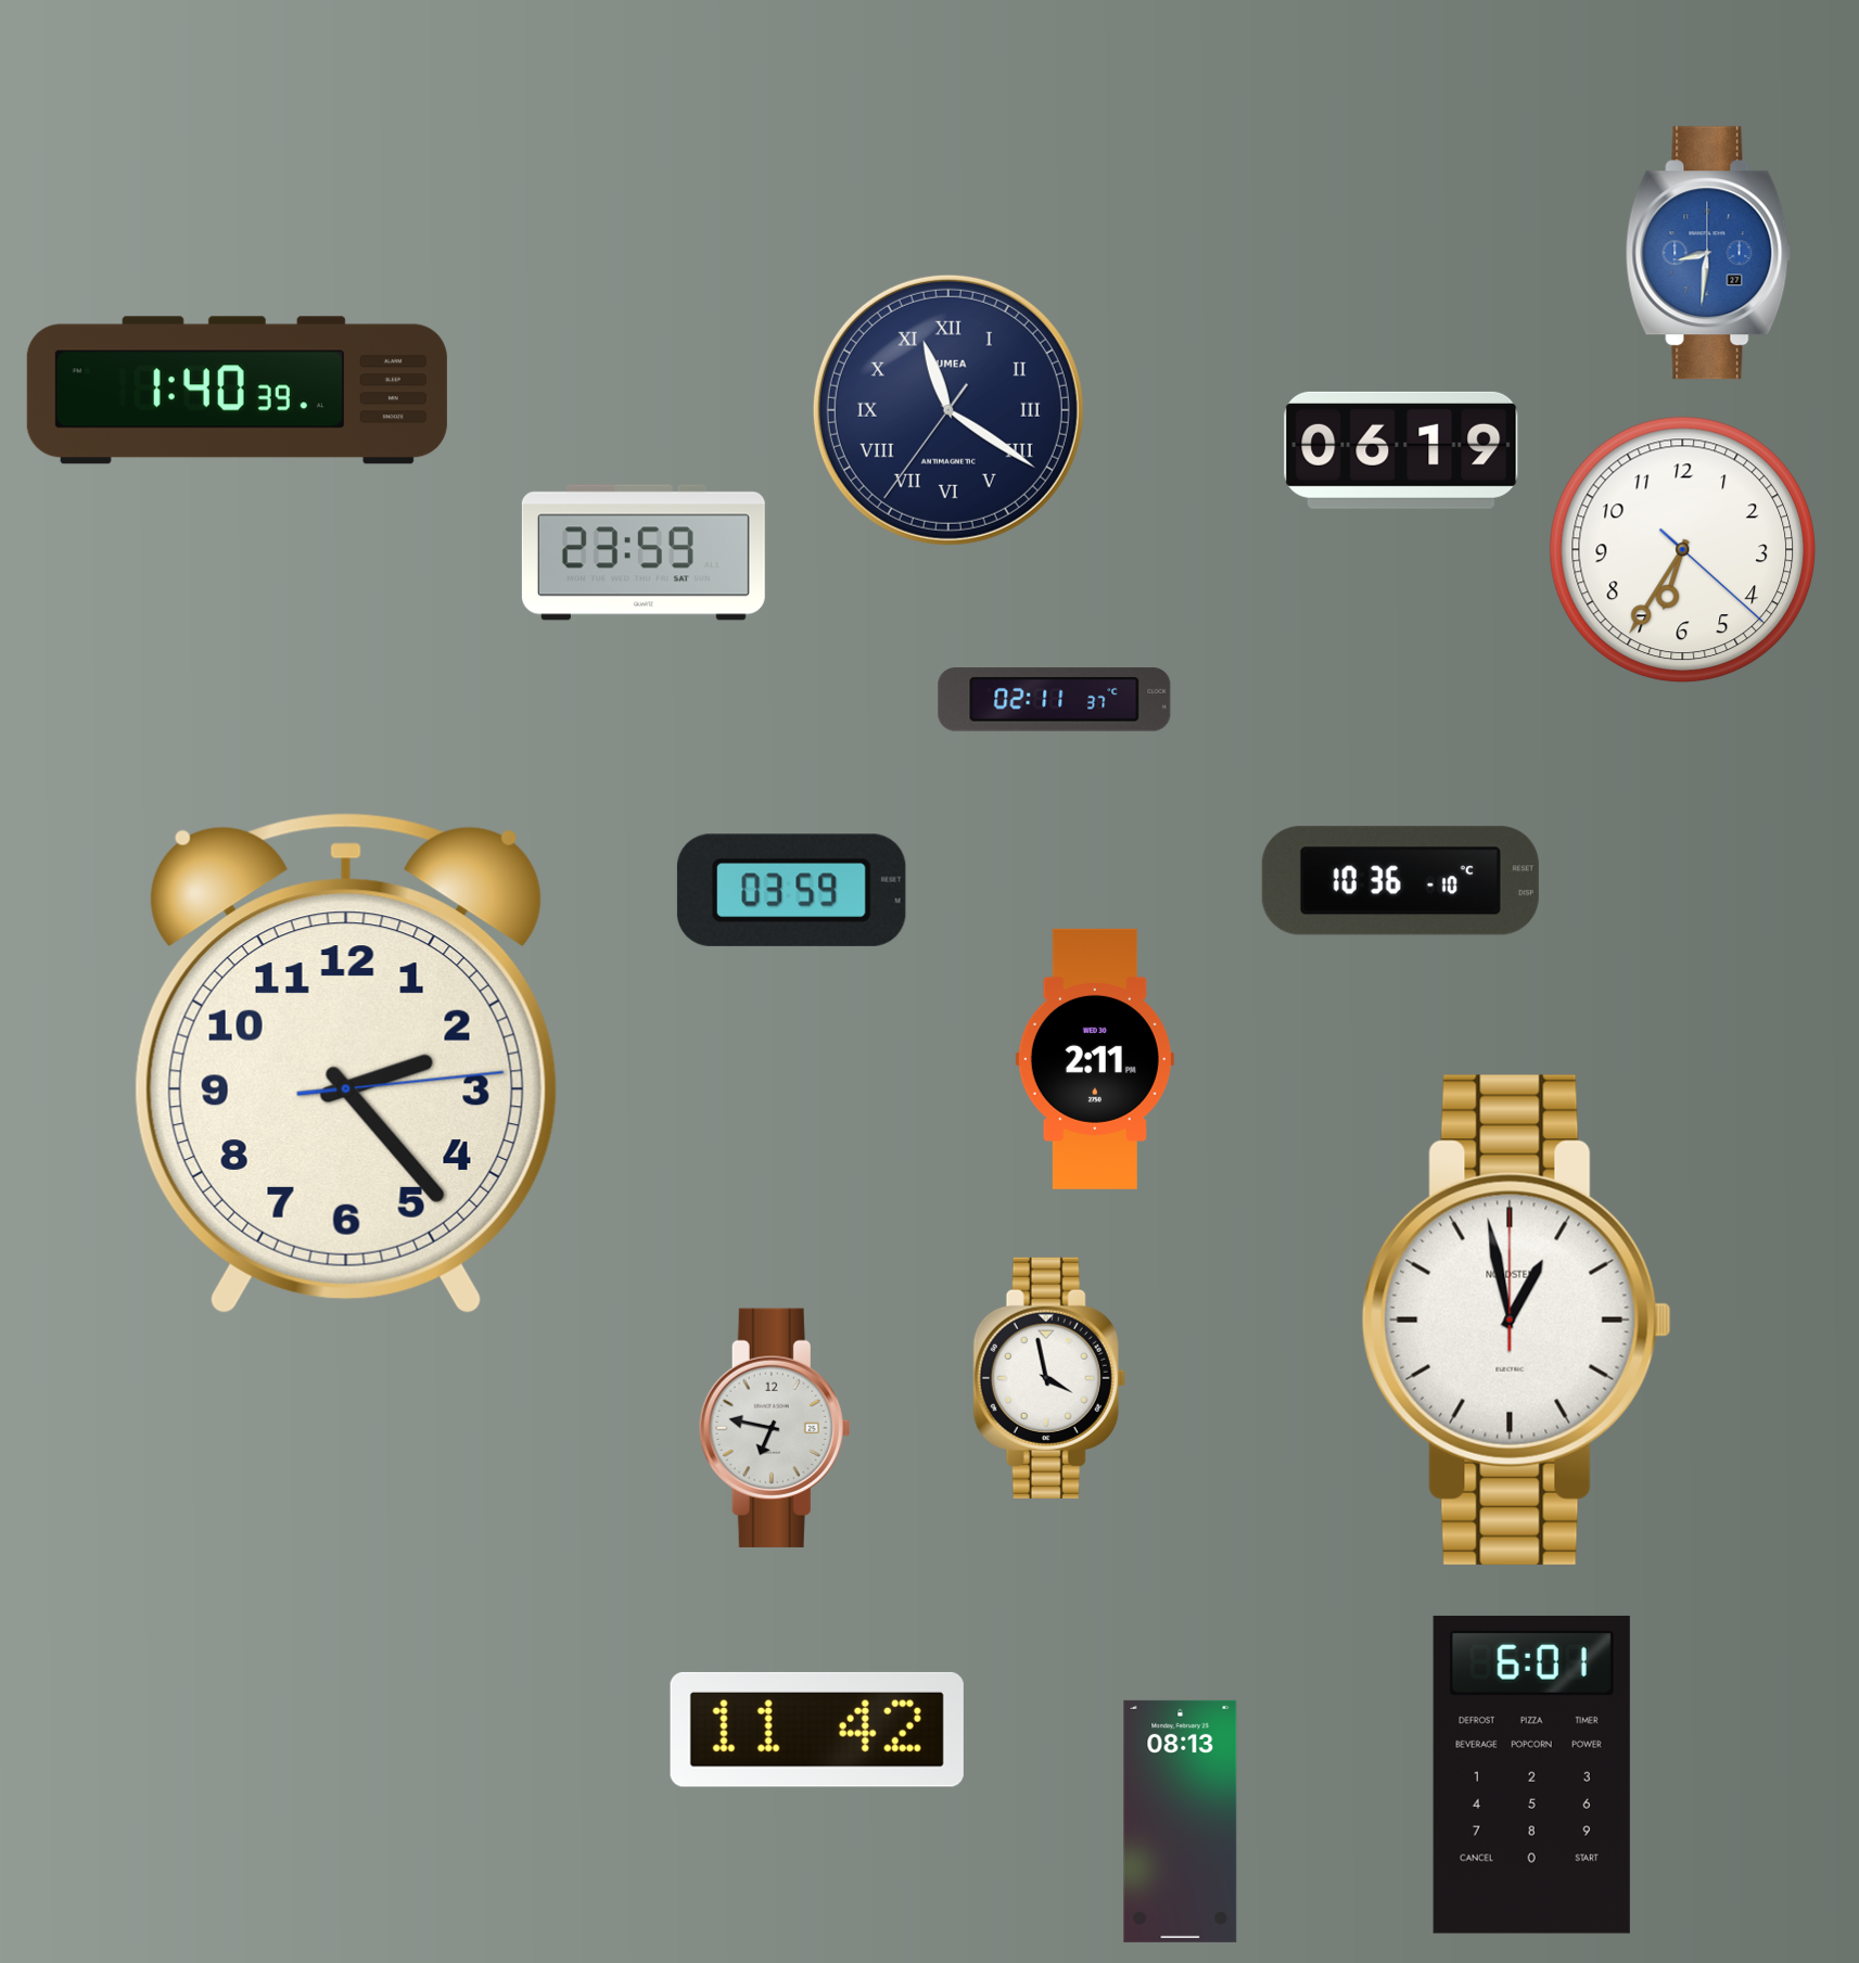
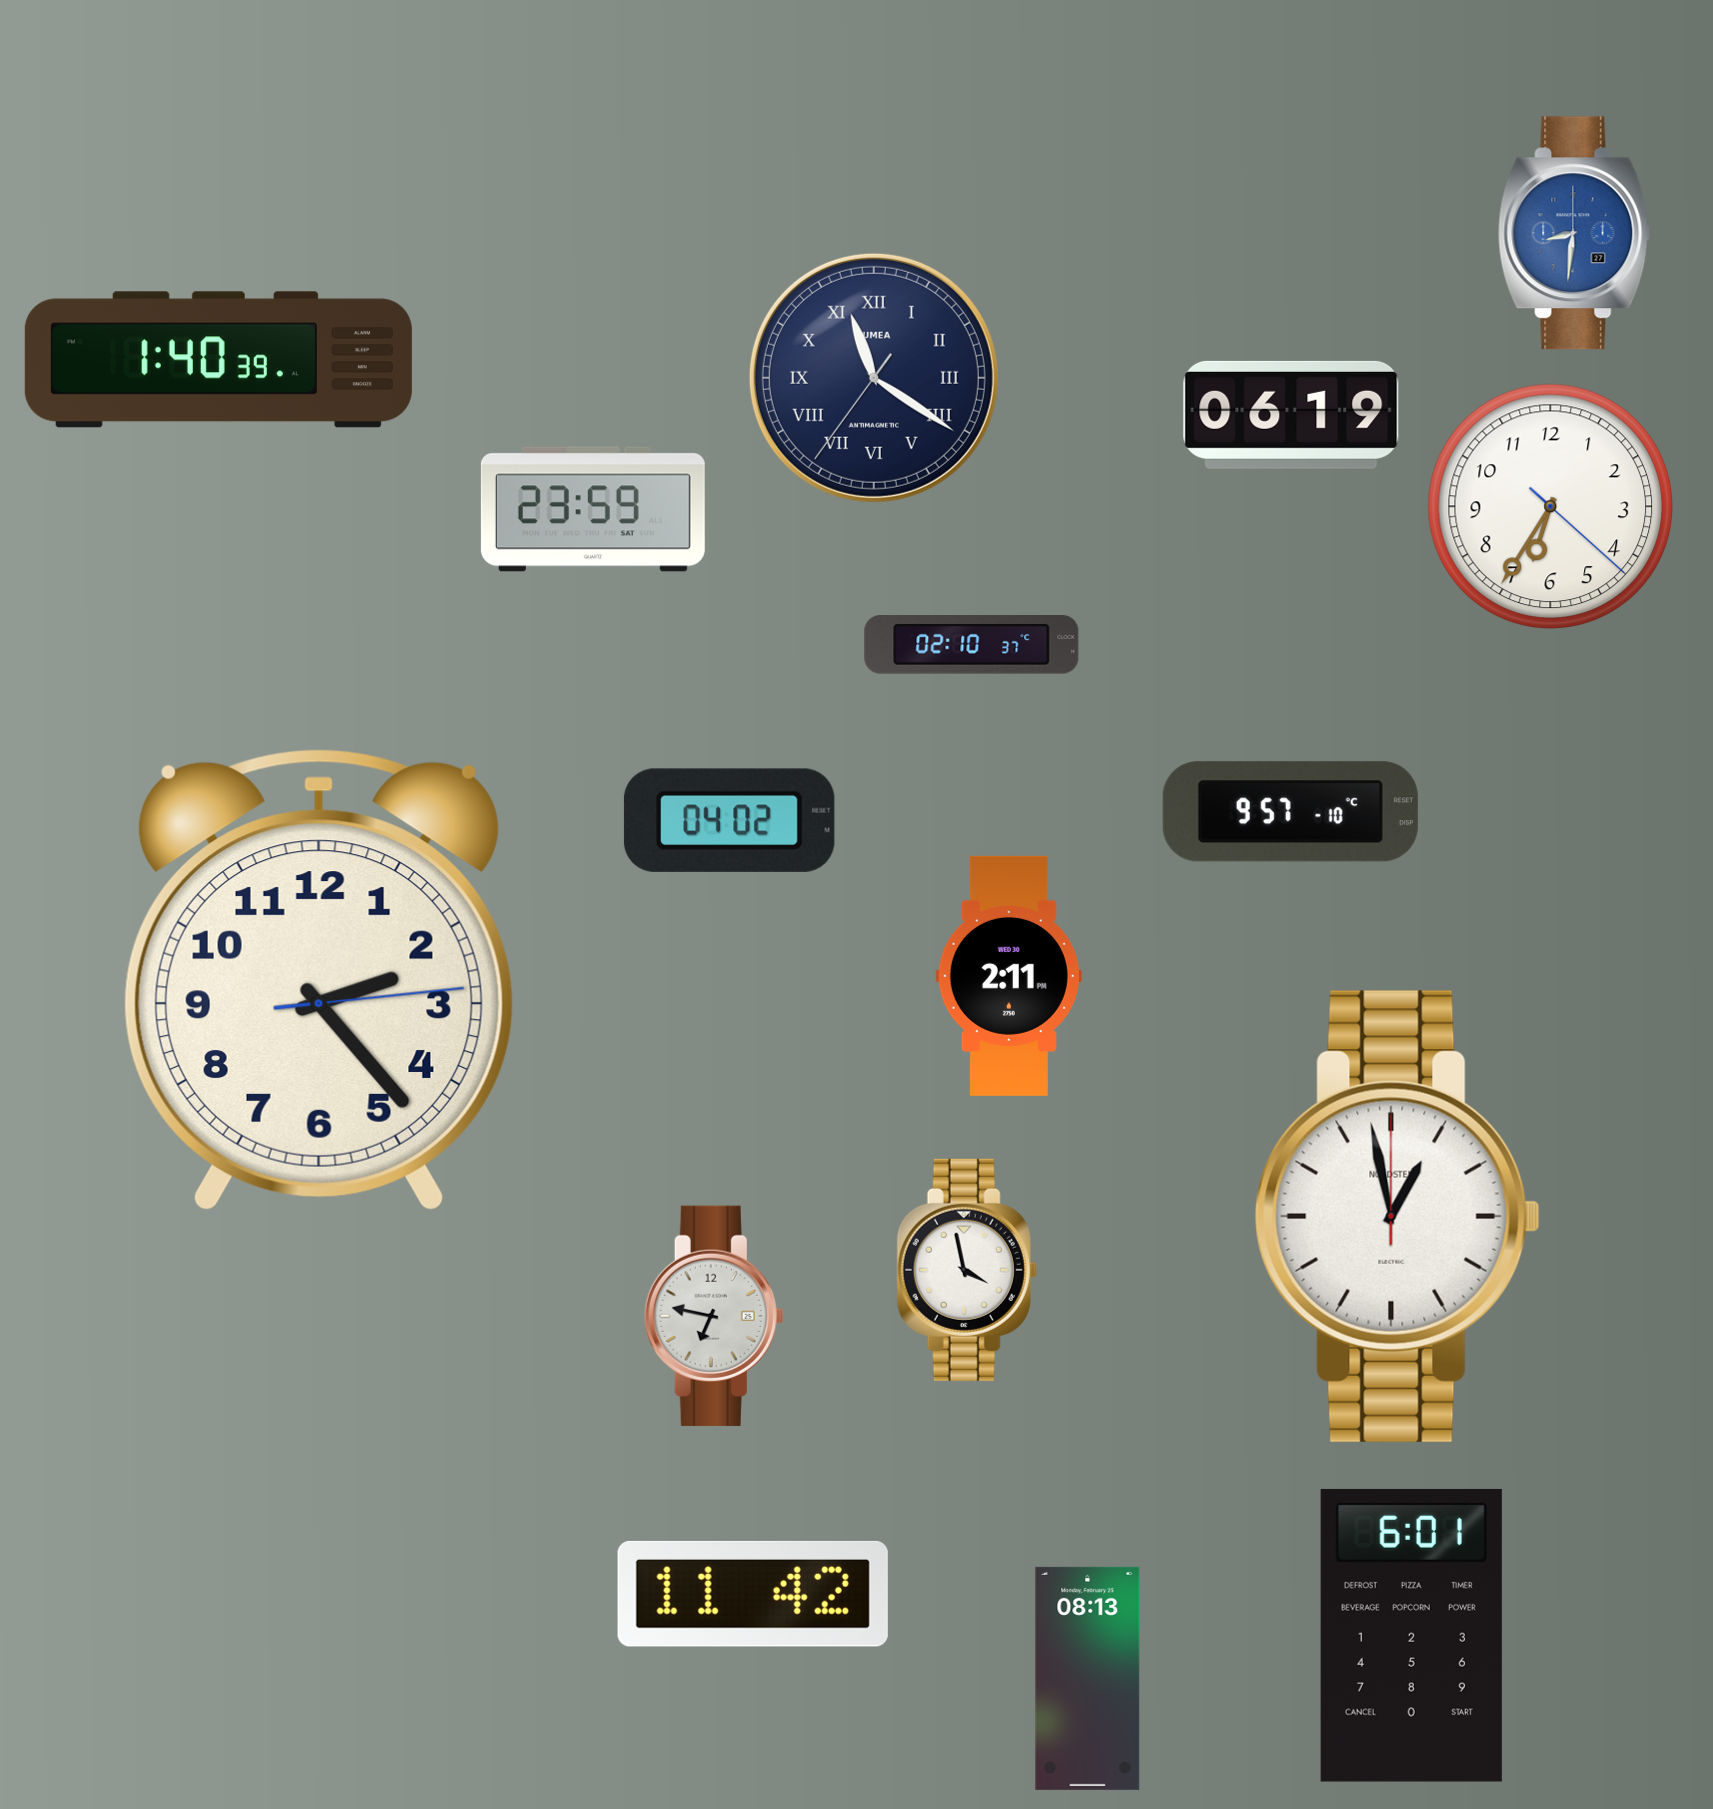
clock at (1055, 700): 02:11 -> 02:10
clock at (1400, 881): 10:36 -> 9:57
clock at (791, 890): 03:59 -> 04:02
